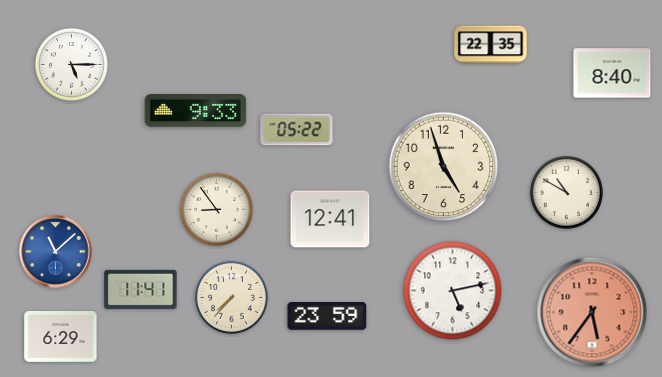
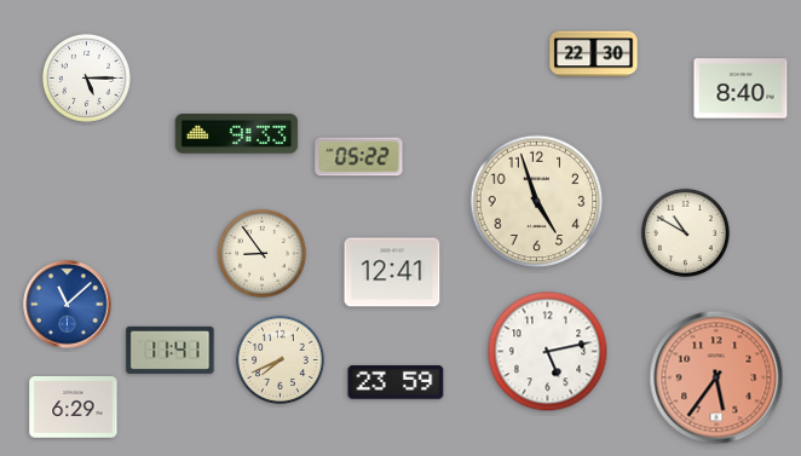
clock at (491, 45): 22:35 -> 22:30
clock at (330, 219) position: (330, 219) -> (392, 272)
clock at (231, 297): 7:37 -> 7:41
